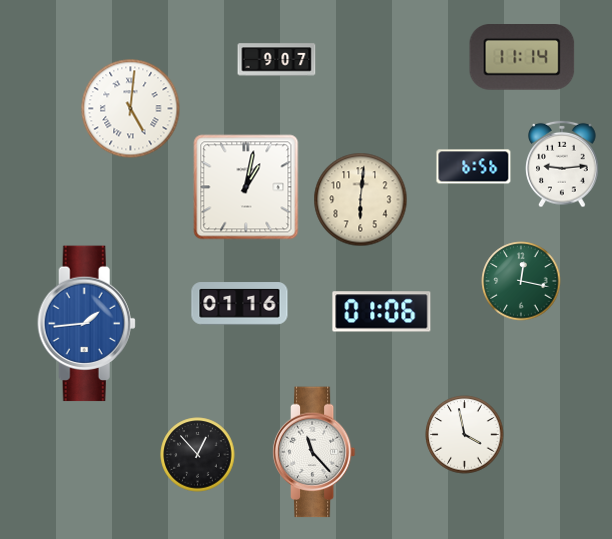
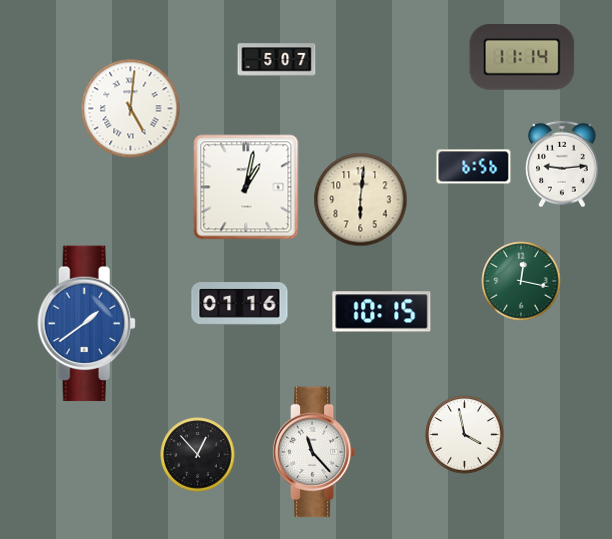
clock at (277, 60): 9:07 -> 5:07
clock at (382, 312): 01:06 -> 10:15
clock at (86, 324): 1:44 -> 1:39
